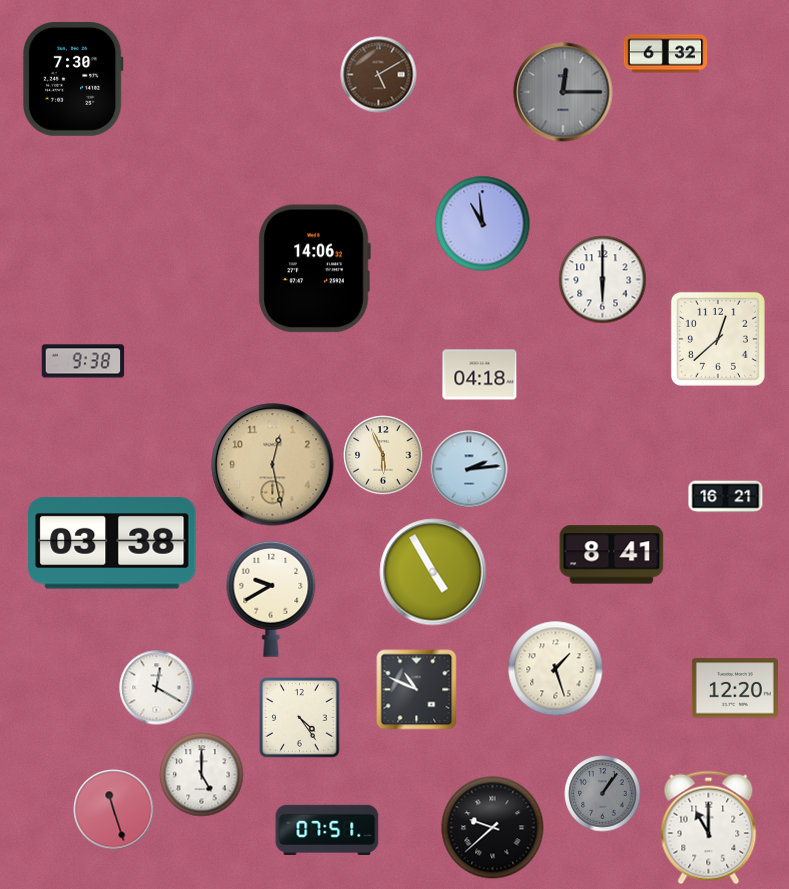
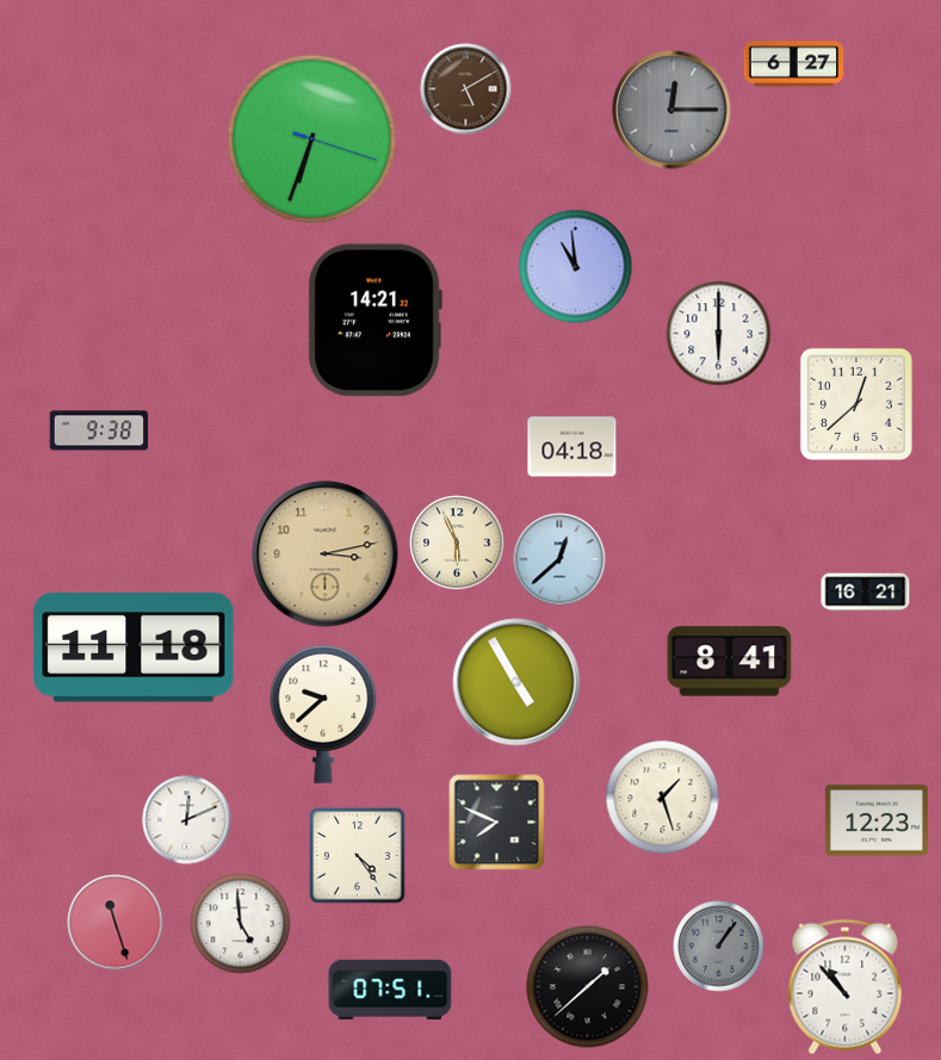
clock at (666, 54): 6:32 -> 6:27
clock at (379, 75) position: (379, 75) -> (466, 89)
clock at (73, 79): 7:30 -> none
clock at (312, 140): none -> 6:33
clock at (314, 269): 14:06 -> 14:21
clock at (273, 465): 12:28 -> 3:13
clock at (469, 469): 2:14 -> 12:38
clock at (112, 543): 03:38 -> 11:18
clock at (271, 599): 9:40 -> 9:38
clock at (157, 688): 12:20 -> 12:11
clock at (735, 688): 12:20 -> 12:23
clock at (417, 690): 10:49 -> 7:49
clock at (202, 775): 5:00 -> 4:59
clock at (114, 810) position: (114, 810) -> (116, 923)
clock at (493, 828): 9:38 -> 1:38
clock at (709, 828): 11:00 -> 10:53
